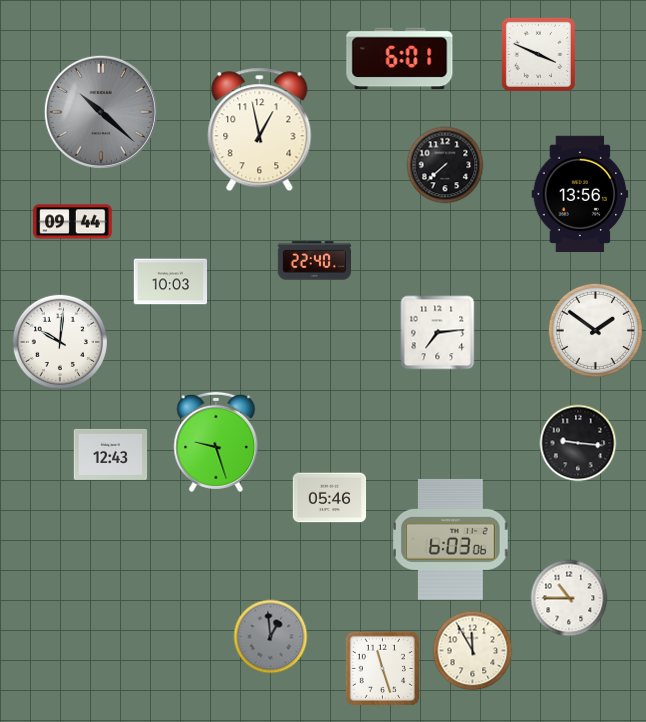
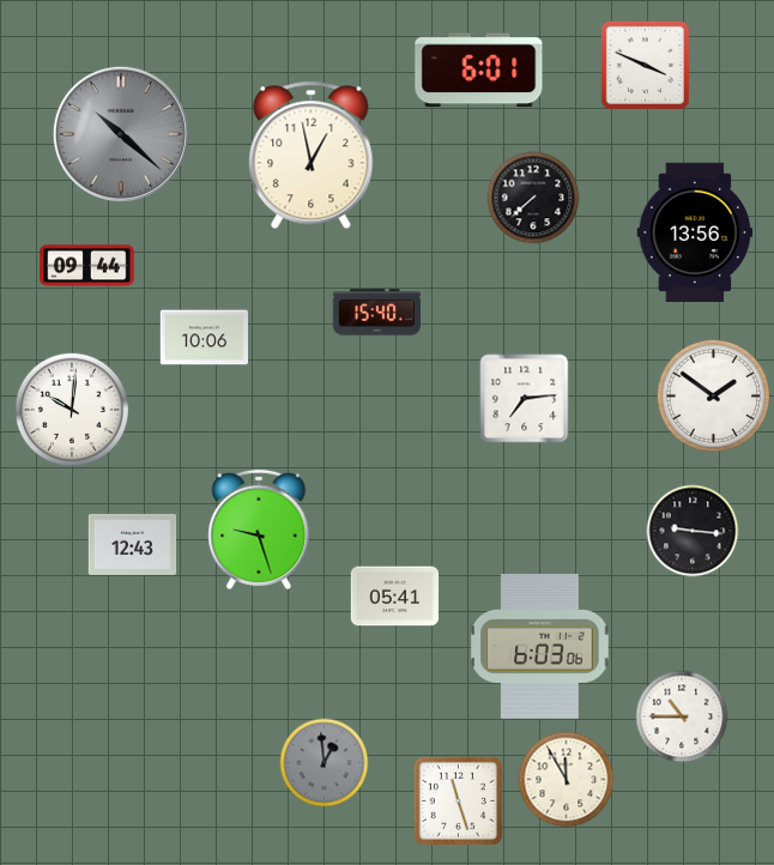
clock at (315, 261): 22:40 -> 15:40
clock at (171, 282): 10:03 -> 10:06
clock at (330, 498): 05:46 -> 05:41
